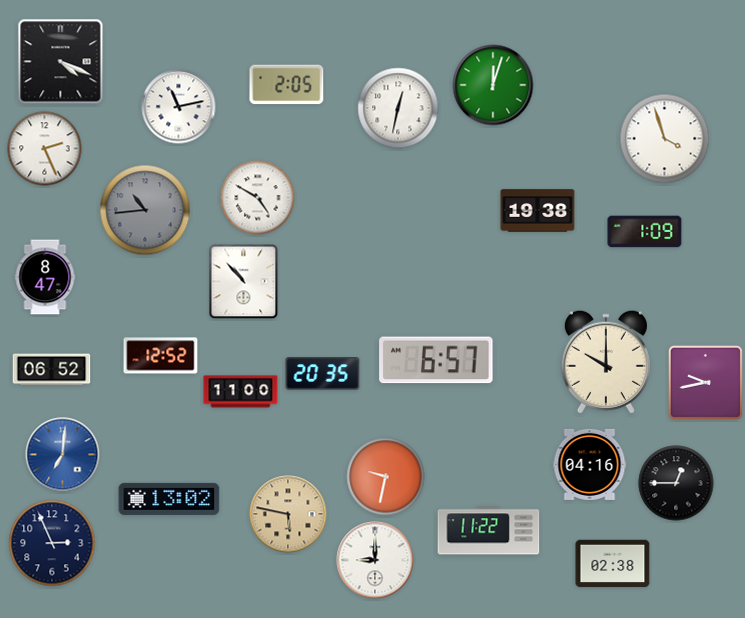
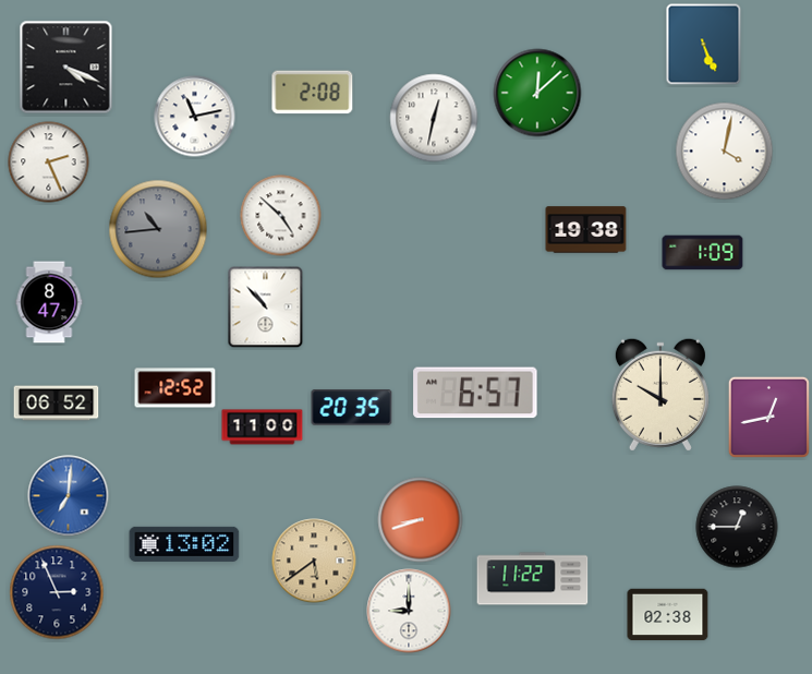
clock at (704, 45): none -> 5:26
clock at (287, 85): 2:05 -> 2:08
clock at (493, 85): 12:03 -> 12:08
clock at (665, 139): 3:57 -> 4:02
clock at (258, 198): 4:50 -> 4:52
clock at (705, 382): 9:43 -> 12:43
clock at (590, 464): 04:16 -> none
clock at (386, 477): 9:32 -> 8:42
clock at (288, 514): 5:47 -> 5:39
